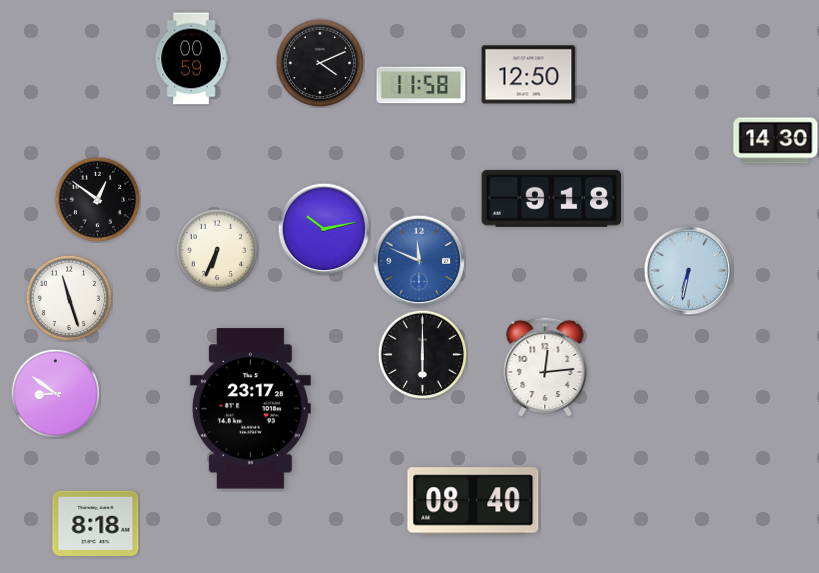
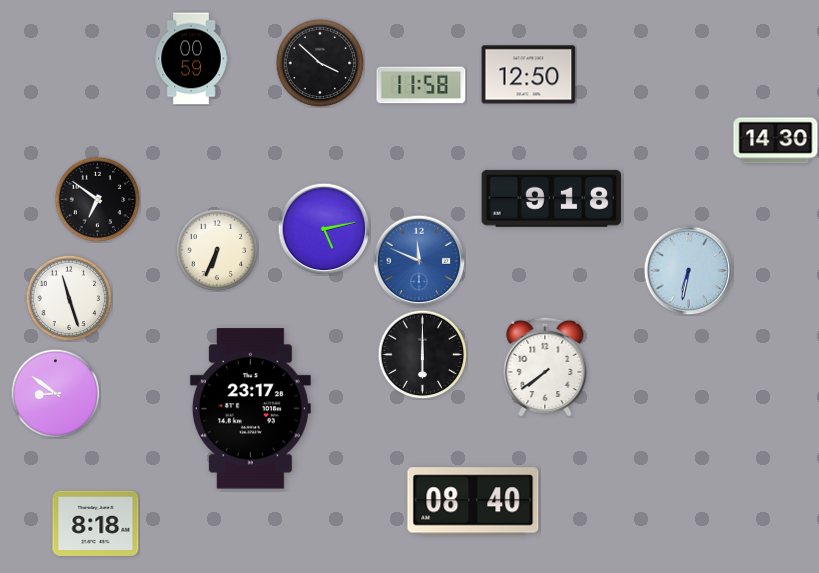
clock at (320, 63): 4:11 -> 3:52
clock at (97, 199): 12:51 -> 6:51
clock at (324, 229): 10:13 -> 5:13
clock at (545, 367): 12:14 -> 7:39
